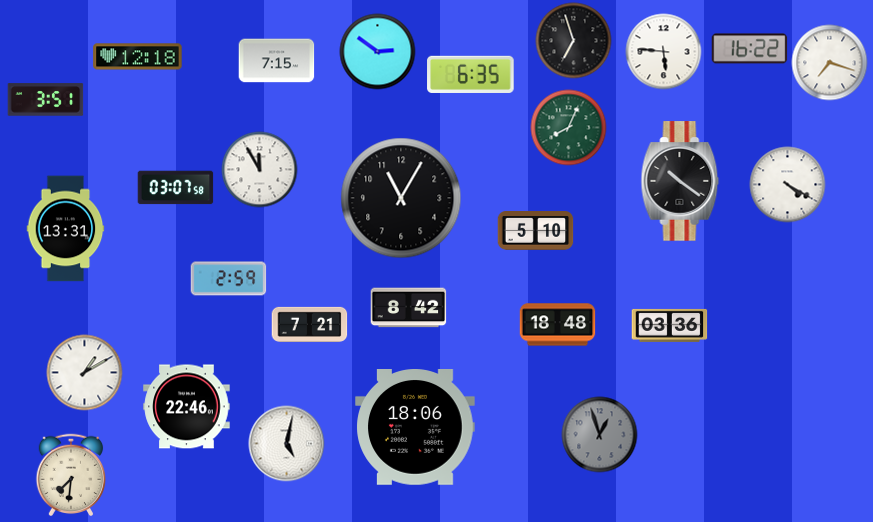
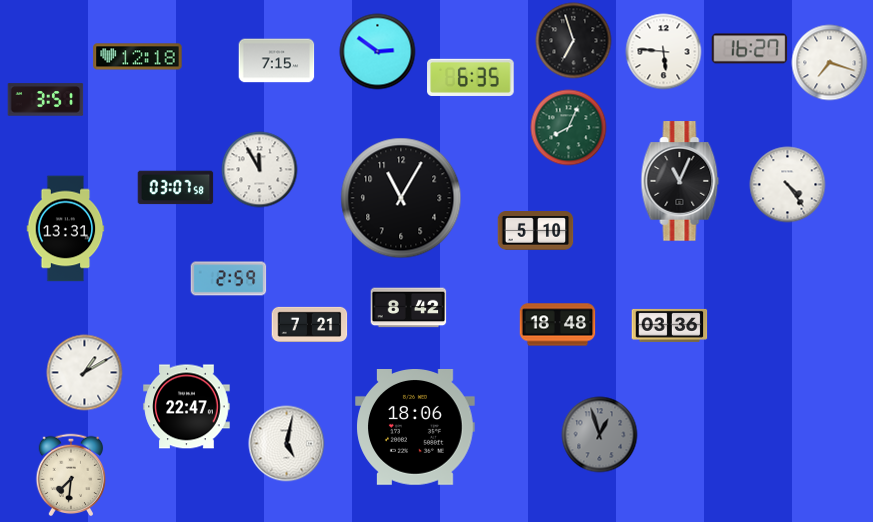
clock at (750, 49): 16:22 -> 16:27
clock at (471, 74) position: (471, 74) -> (471, 77)
clock at (680, 181): 10:21 -> 11:04
clock at (788, 185): 4:20 -> 4:24
clock at (187, 407): 22:46 -> 22:47
